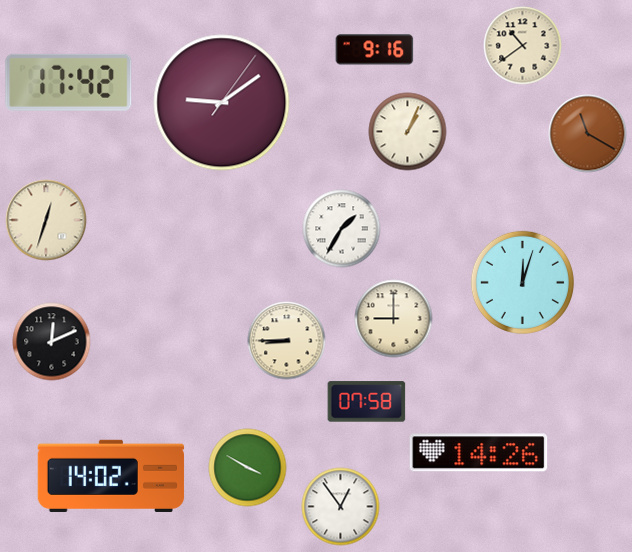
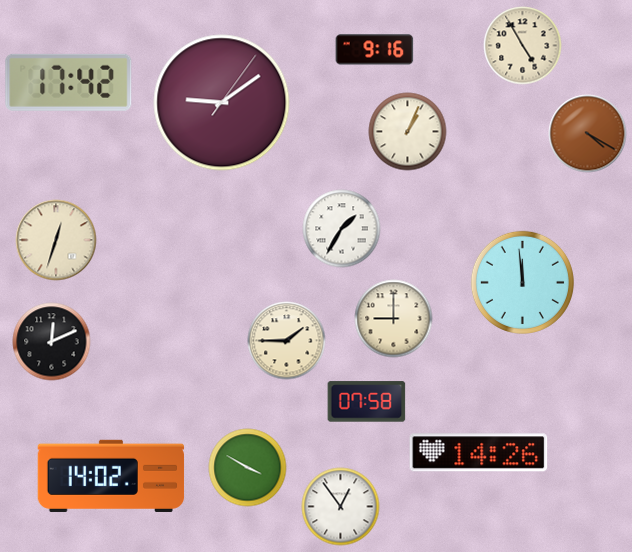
clock at (522, 45): 10:39 -> 4:55
clock at (587, 133): 11:20 -> 4:20
clock at (46, 220) position: (46, 220) -> (56, 240)
clock at (522, 282): 12:03 -> 11:59
clock at (286, 340): 8:45 -> 1:45
